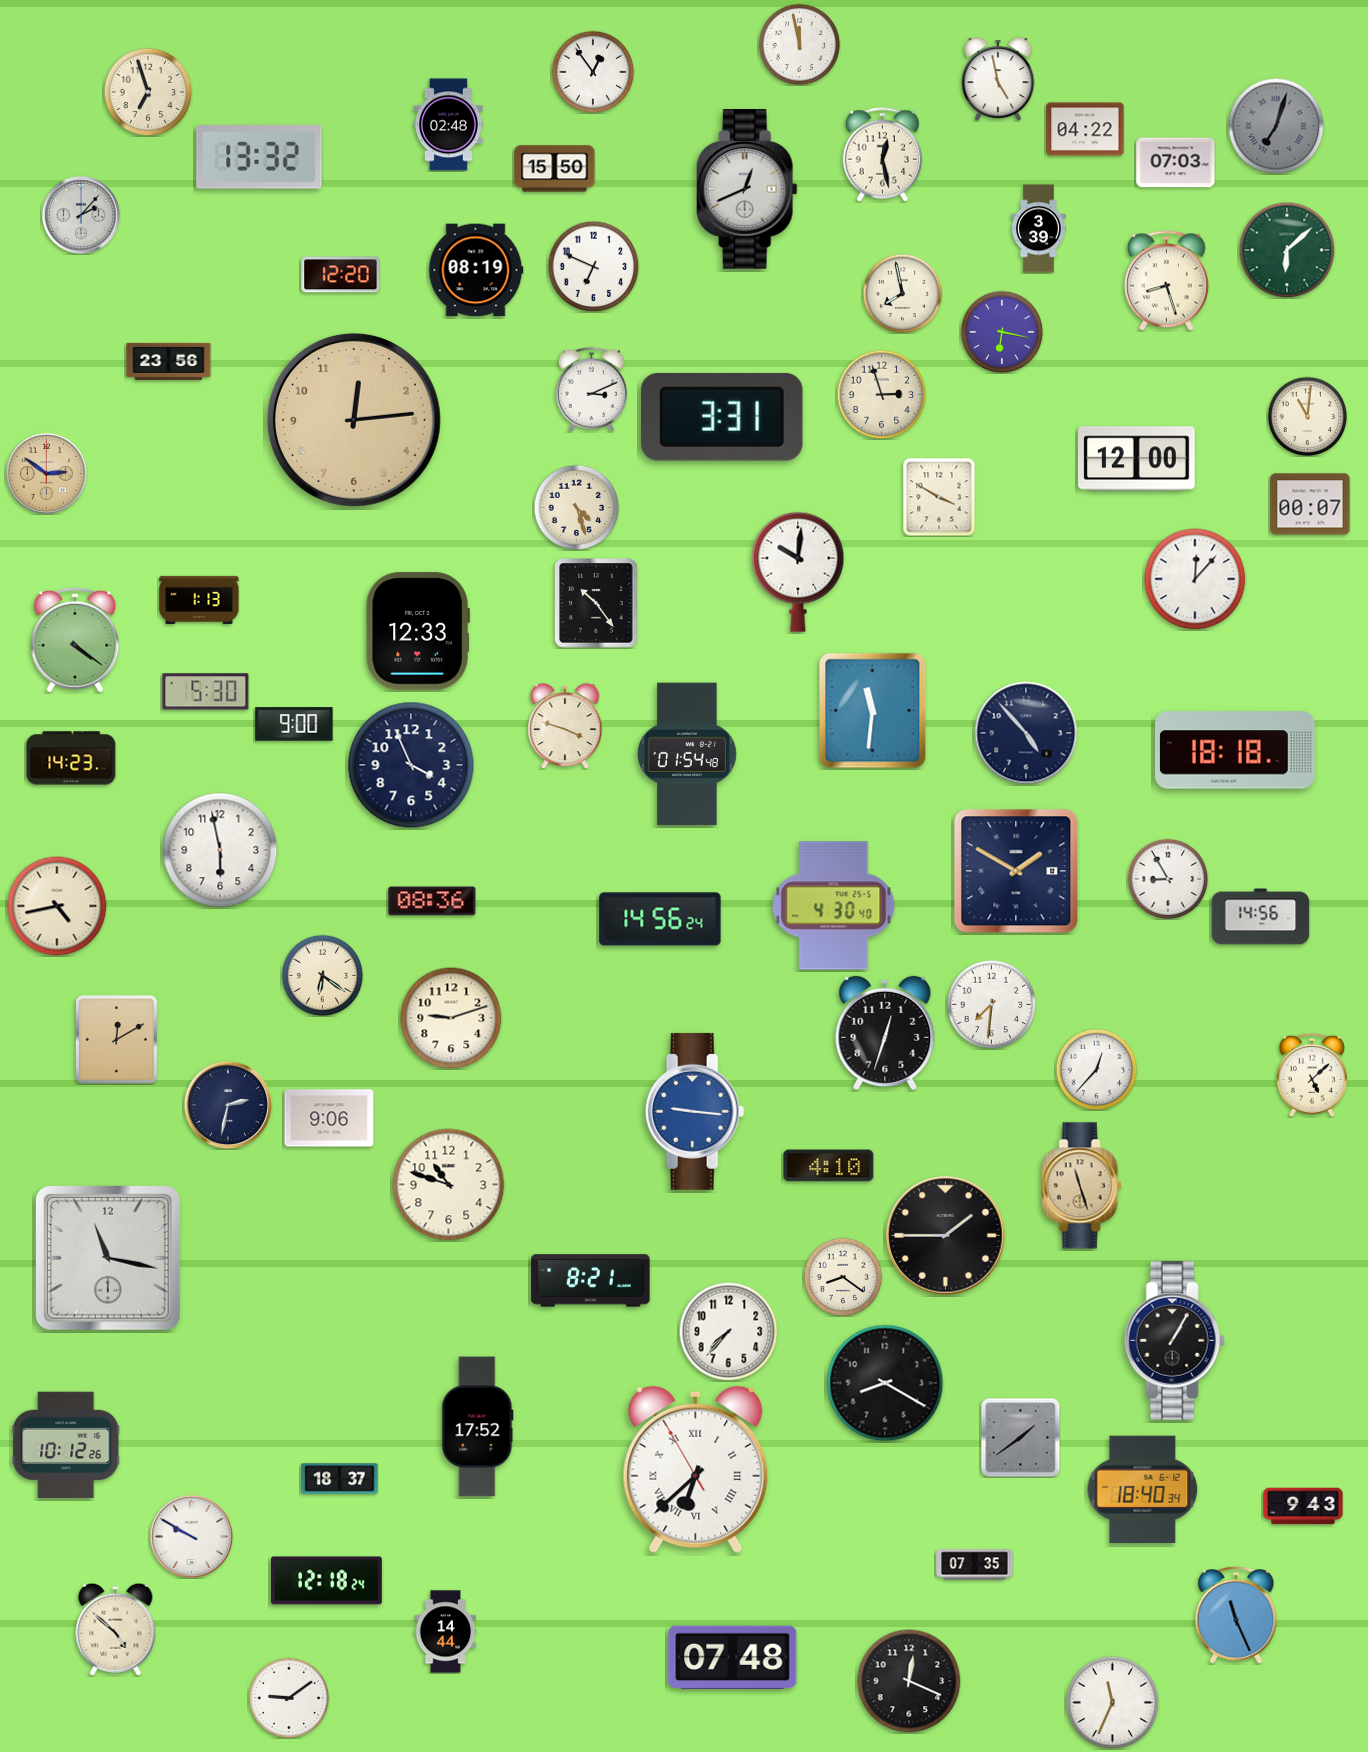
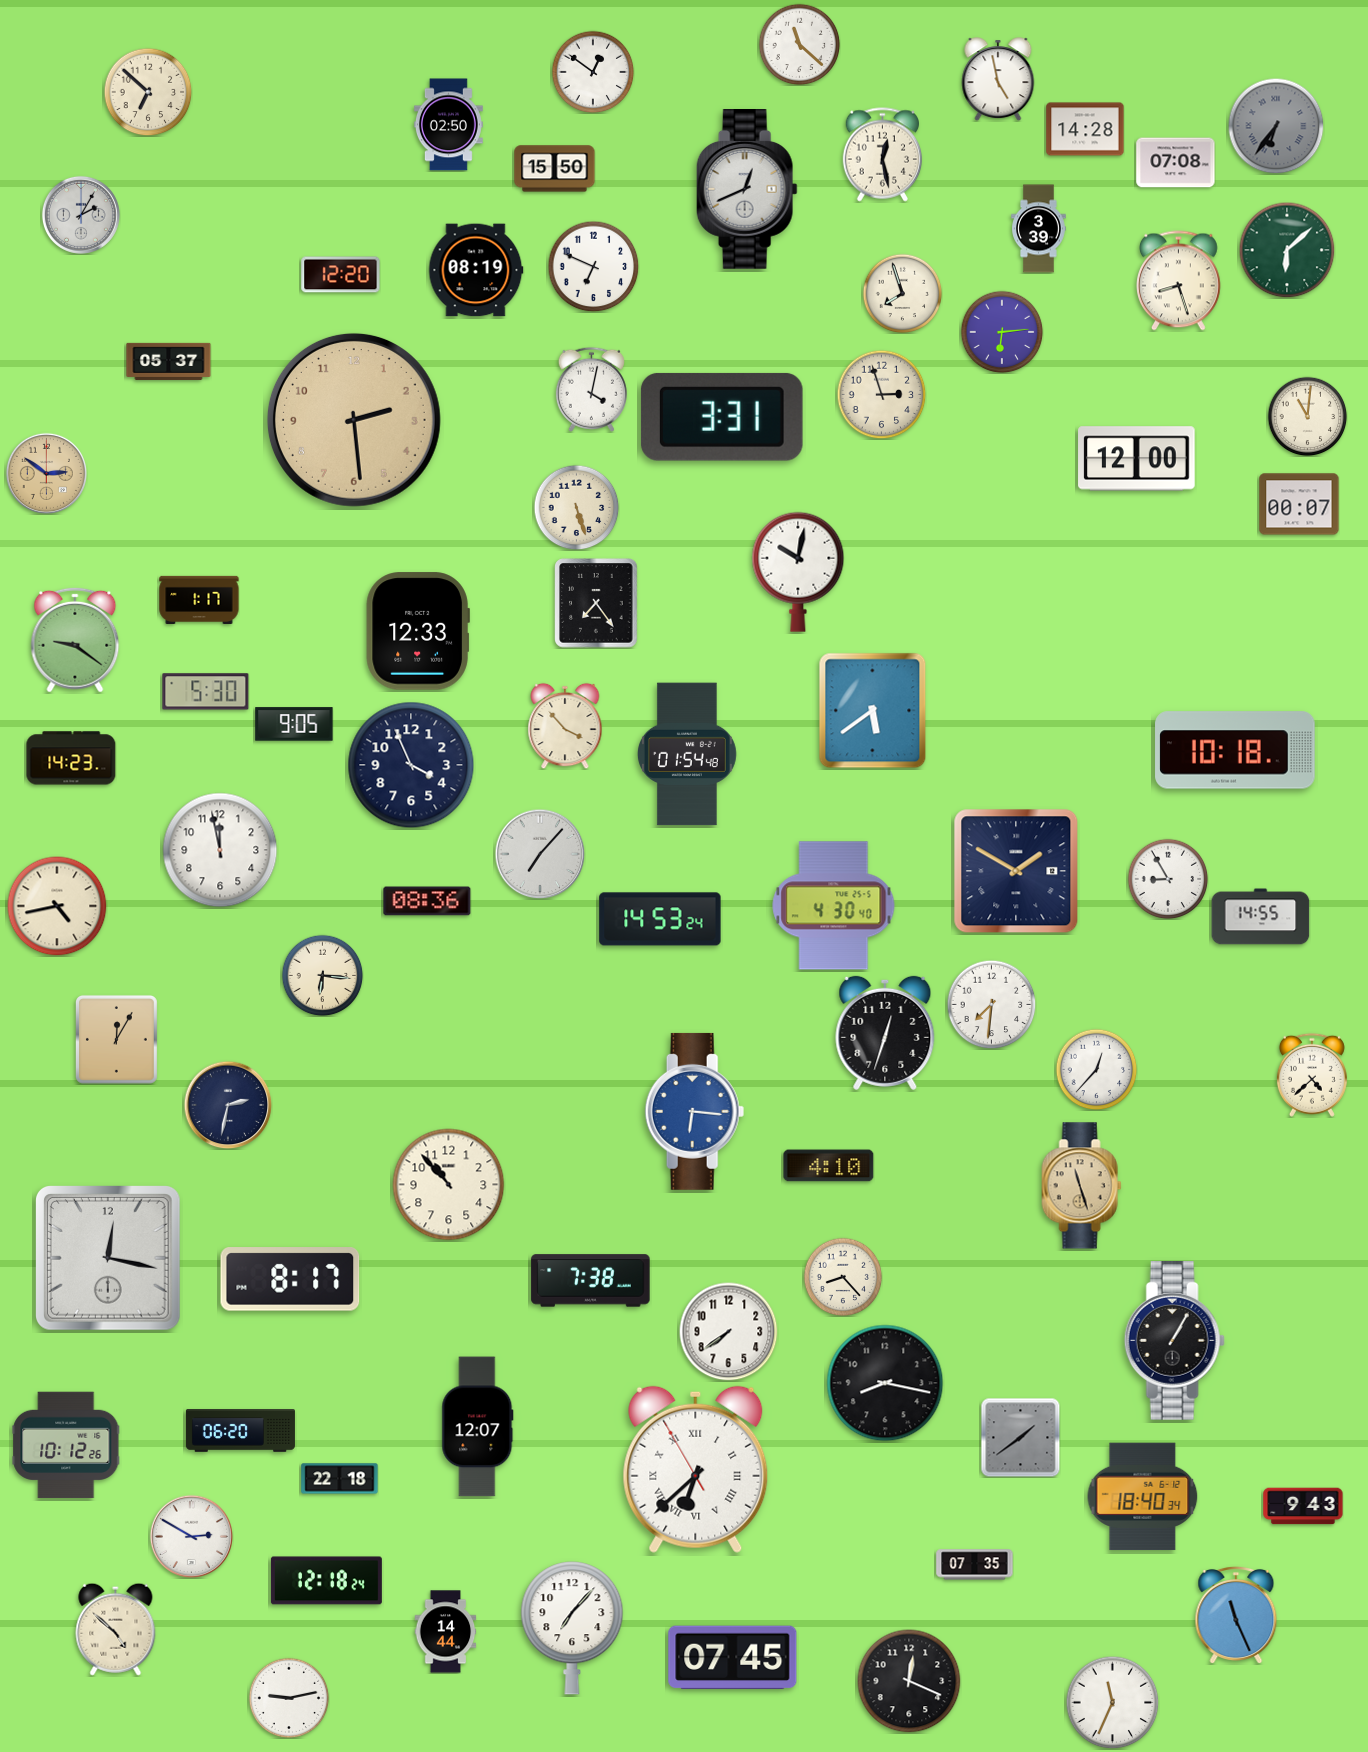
clock at (799, 44): 11:58 -> 11:22
clock at (593, 72): 12:54 -> 12:51
clock at (148, 92): 6:57 -> 6:52
clock at (448, 125): 02:48 -> 02:50
clock at (1276, 126): 7:03 -> 6:36
clock at (1085, 129): 04:22 -> 14:28
clock at (259, 157): 13:32 -> none
clock at (1176, 163): 07:03 -> 07:08
clock at (81, 215): 2:07 -> 2:05
clock at (1167, 281) position: (1167, 281) -> (1179, 281)
clock at (902, 293): 7:58 -> 7:57
clock at (1002, 332): 6:17 -> 6:14
clock at (169, 361): 23:56 -> 05:37
clock at (591, 389): 3:11 -> 4:02
clock at (354, 420): 12:14 -> 2:29
clock at (939, 497): 3:50 -> none
clock at (1310, 504) position: (1310, 504) -> (1299, 504)
clock at (576, 507): 4:27 -> 5:27
clock at (798, 572): 10:01 -> 10:02
clock at (1195, 579): 12:07 -> none
clock at (199, 600): 1:13 -> 1:17
clock at (596, 603): 10:24 -> 7:24
clock at (75, 640): 4:21 -> 9:21
clock at (873, 711): 11:31 -> 5:39
clock at (294, 724): 9:00 -> 9:05
clock at (565, 726): 3:48 -> 3:53
clock at (1026, 733): 4:53 -> none
clock at (1235, 750): 18:18 -> 10:18
clock at (220, 850): 5:58 -> 11:58
clock at (540, 854): none -> 7:07
clock at (432, 901) position: (432, 901) -> (427, 901)
clock at (1261, 917): 14:56 -> 14:55
clock at (660, 919): 14:56 -> 14:53
clock at (322, 975): 6:21 -> 6:16
clock at (451, 1018): 9:12 -> none
clock at (116, 1040): 12:10 -> 12:05
clock at (1312, 1075): 5:08 -> 4:38
clock at (695, 1111): 9:16 -> 6:16
clock at (329, 1118): 9:06 -> none
clock at (449, 1185): 10:48 -> 10:53
clock at (946, 1236): 1:45 -> none
clock at (108, 1258): 11:17 -> 12:17
clock at (843, 1277): 8:21 -> 8:23
clock at (290, 1279): none -> 8:17
clock at (591, 1281): 8:21 -> 7:38
clock at (729, 1332): 7:37 -> 7:39
clock at (885, 1383): 8:20 -> 8:17
clock at (478, 1427): 17:52 -> 12:07
clock at (240, 1431): none -> 06:20
clock at (340, 1479): 18:37 -> 22:18
clock at (1143, 1490) position: (1143, 1490) -> (1143, 1497)
clock at (191, 1536): 9:50 -> 2:50
clock at (572, 1628): none -> 7:07
clock at (733, 1658): 07:48 -> 07:45
clock at (289, 1698): 9:09 -> 9:13
